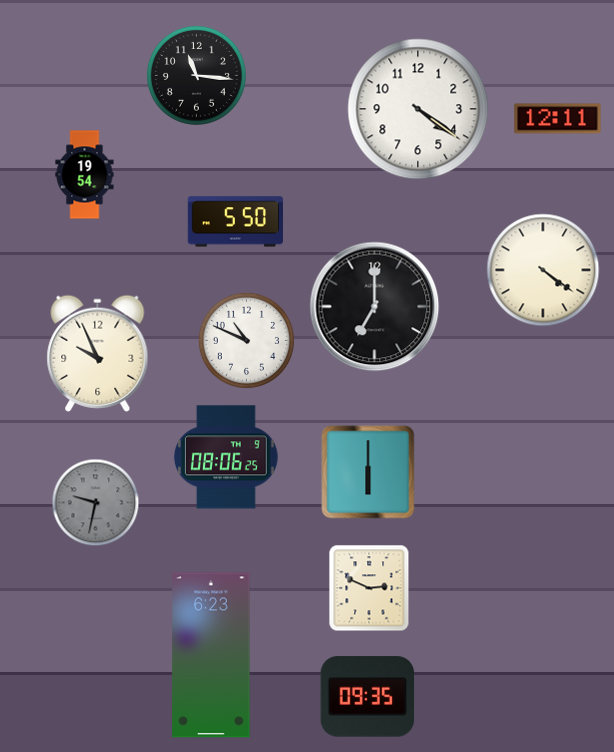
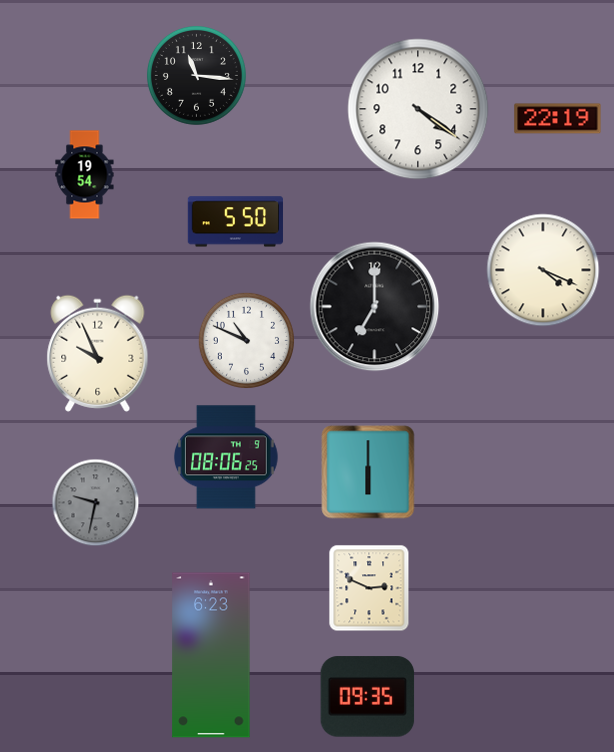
clock at (558, 119): 12:11 -> 22:19
clock at (543, 270): 4:21 -> 4:19
